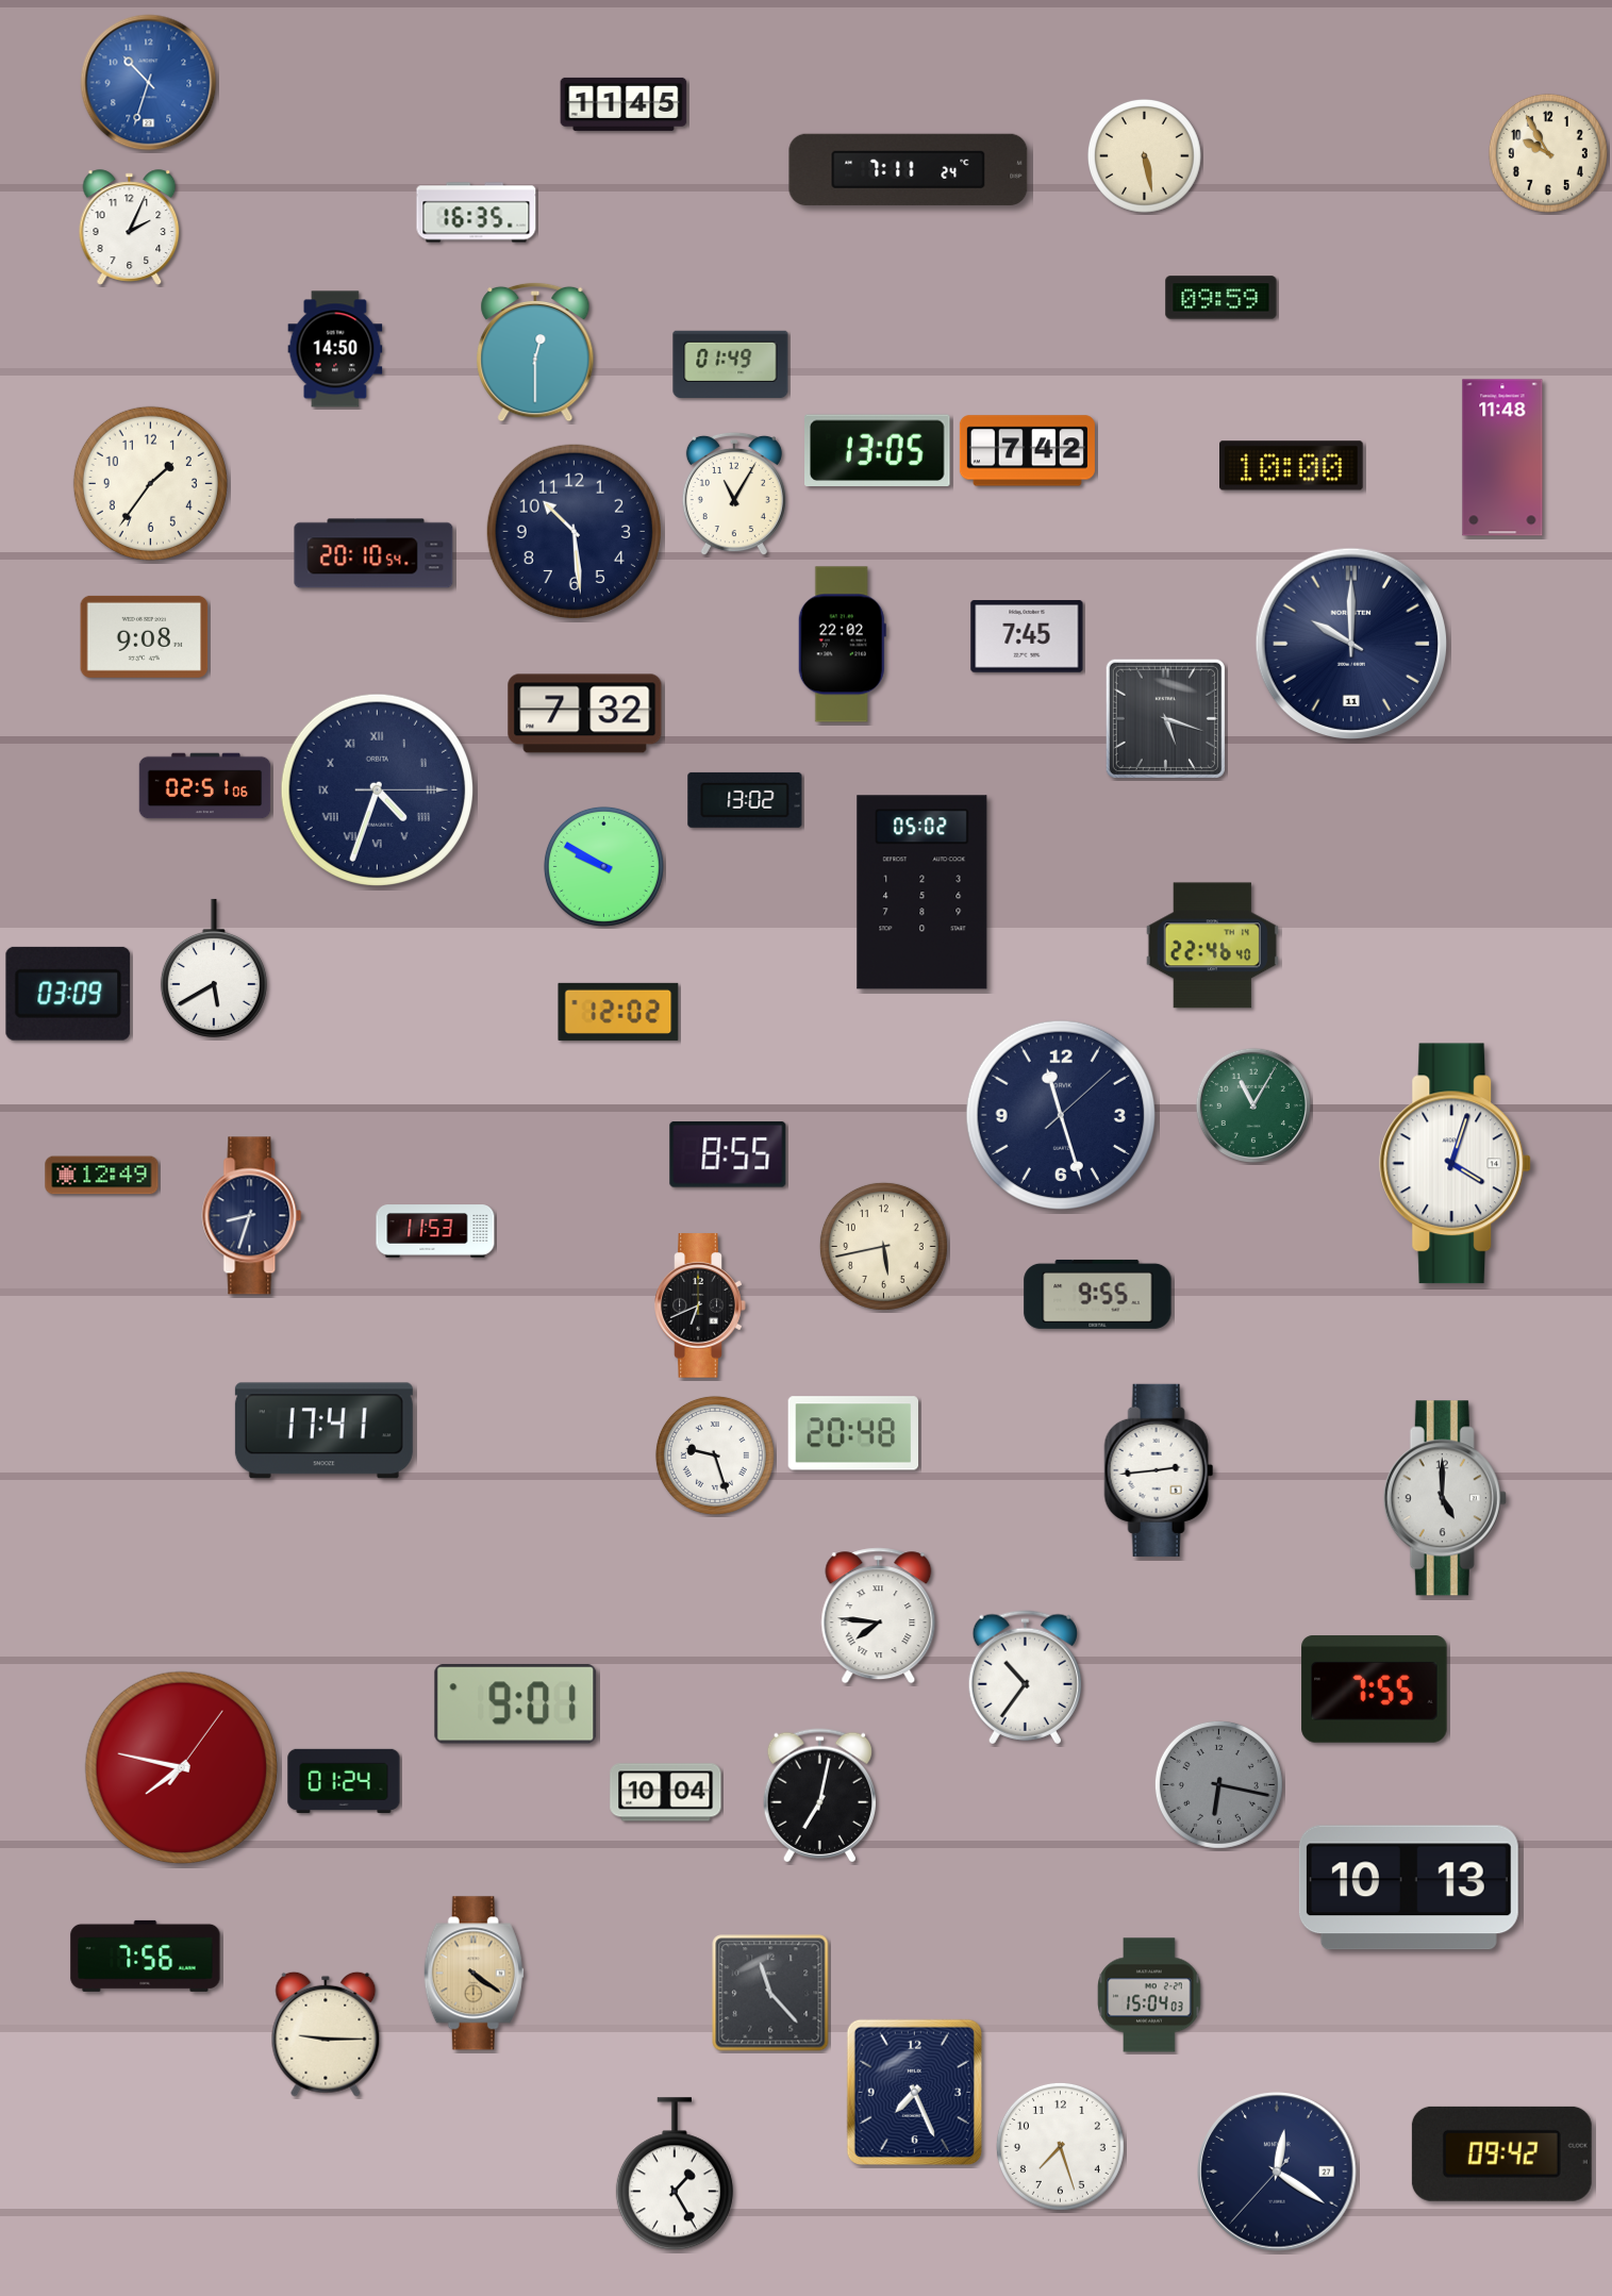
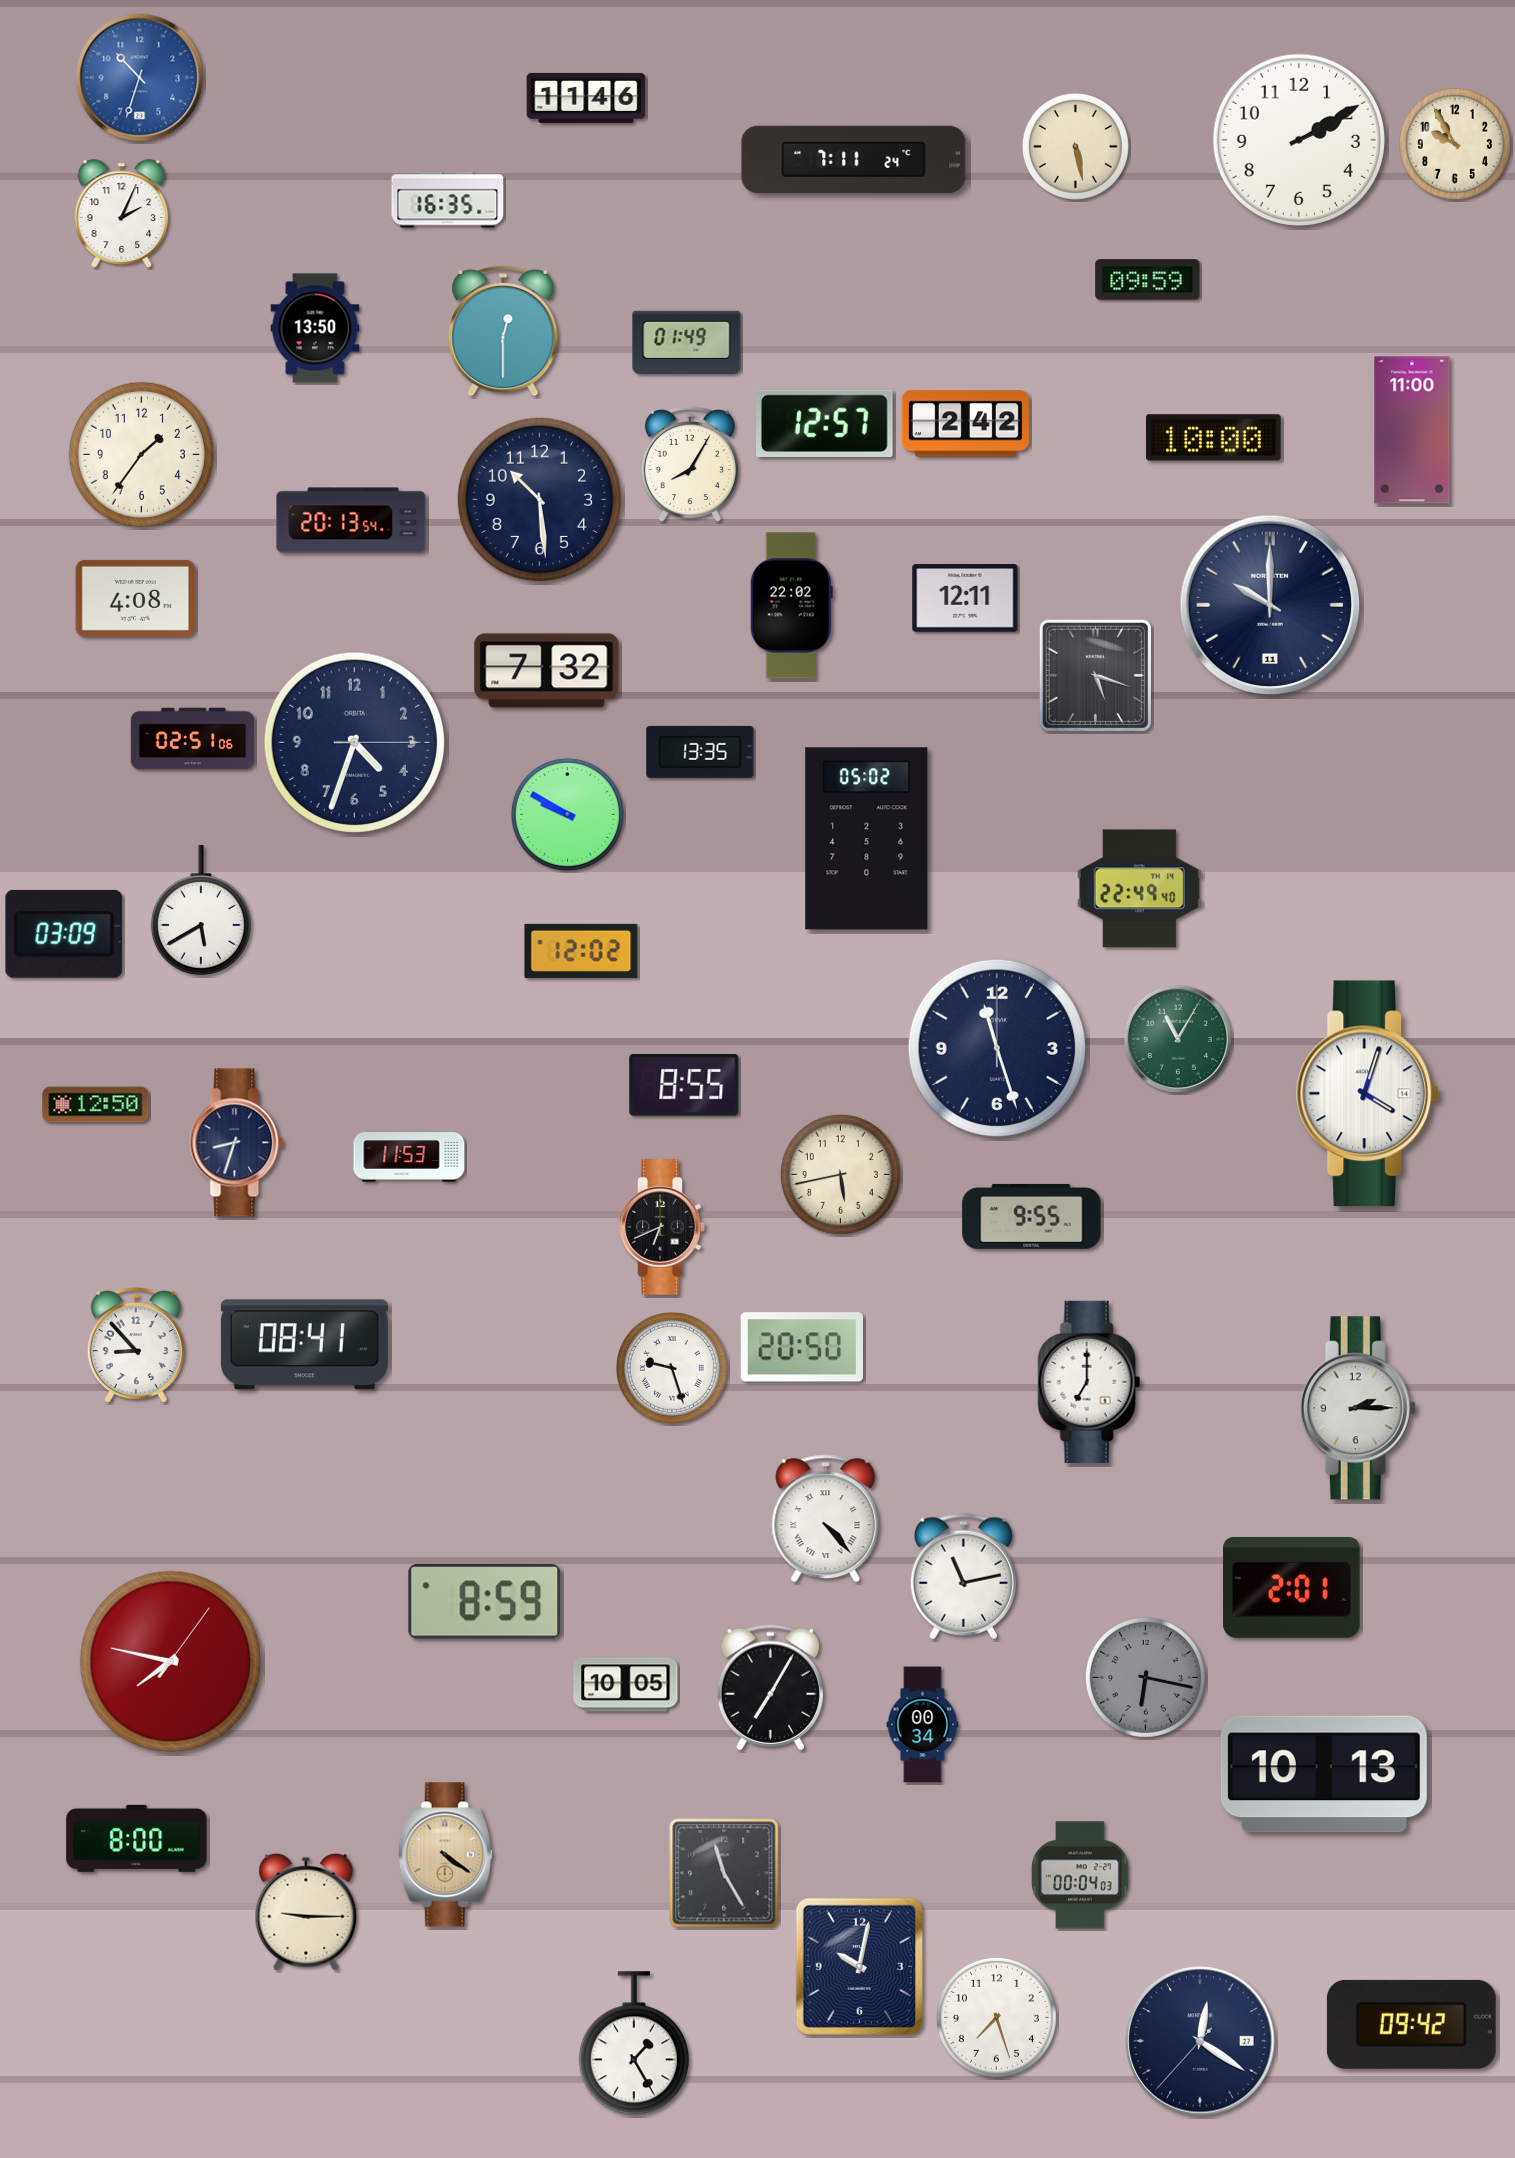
clock at (624, 104): 11:45 -> 11:46
clock at (1299, 140): none -> 2:10
clock at (335, 349): 14:50 -> 13:50
clock at (878, 451): 13:05 -> 12:57
clock at (1027, 451): 7:42 -> 2:42
clock at (1502, 457): 11:48 -> 11:00
clock at (734, 494): 11:05 -> 8:05
clock at (373, 553): 20:10 -> 20:13
clock at (145, 636): 9:08 -> 4:08
clock at (1027, 636): 7:45 -> 12:11
clock at (585, 714) position: (585, 714) -> (547, 671)
clock at (377, 789) numerals: Roman -> Arabic
clock at (745, 800): 13:02 -> 13:35
clock at (1212, 946): 22:46 -> 22:49
clock at (1060, 1114): 11:27:08 -> 11:27:00
clock at (102, 1176): 12:49 -> 12:50
clock at (883, 1246) position: (883, 1246) -> (840, 1174)
clock at (700, 1305) position: (700, 1305) -> (662, 1227)
clock at (136, 1345): none -> 8:53
clock at (323, 1431): 17:41 -> 08:41
clock at (852, 1433): 20:48 -> 20:50
clock at (1159, 1470): 2:44 -> 7:00
clock at (1445, 1498): 5:00 -> 2:15
clock at (879, 1616): 7:46 -> 4:23
clock at (1025, 1678): 10:36 -> 11:13
clock at (1375, 1690): 7:55 -> 2:01
clock at (516, 1703): 9:01 -> 8:59
clock at (344, 1780): 01:24 -> none
clock at (666, 1793): 10:04 -> 10:05
clock at (819, 1796): 7:02 -> 7:05
clock at (923, 1725): none -> 00:34
clock at (146, 1956): 7:56 -> 8:00
clock at (770, 1993): 11:23 -> 11:25
clock at (1149, 1995): 15:04 -> 00:04
clock at (914, 2092): 7:26 -> 10:02
